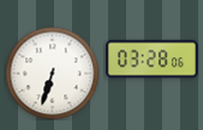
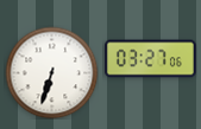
clock at (151, 60): 03:28 -> 03:27
